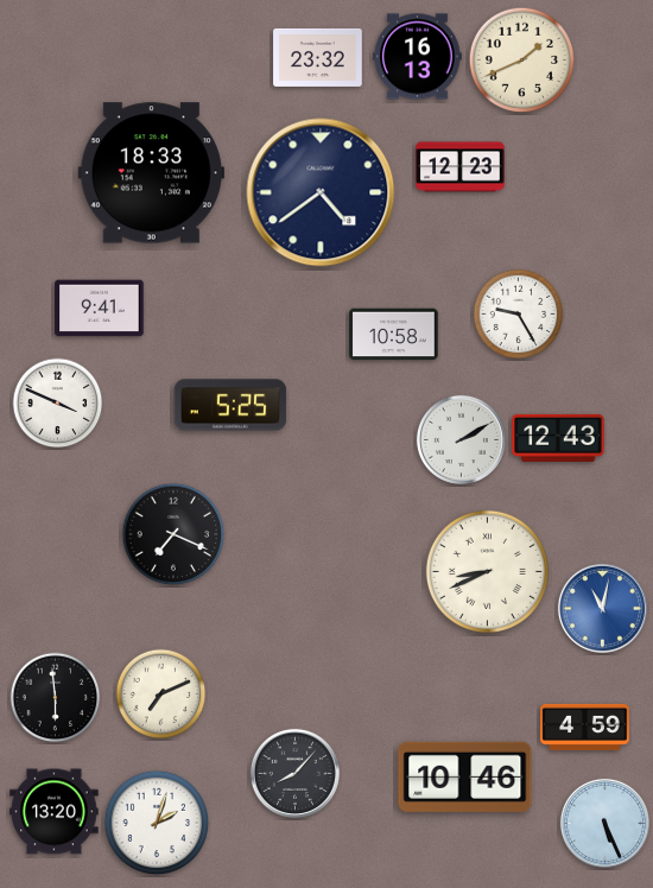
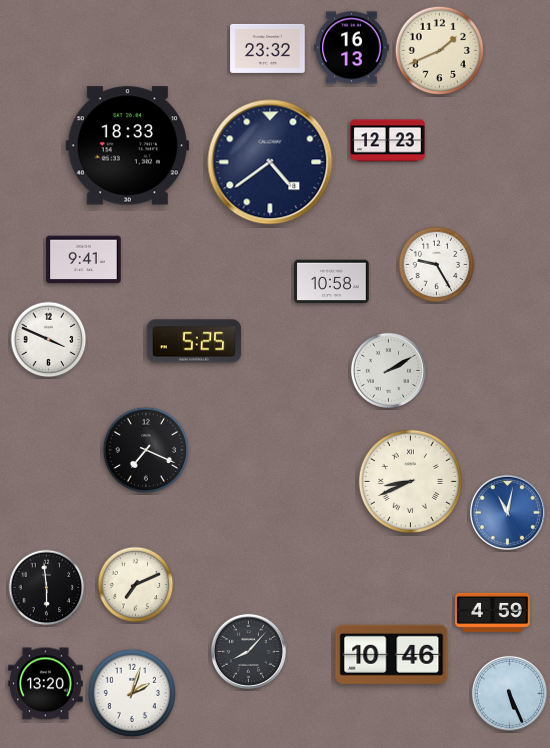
clock at (558, 438): 12:43 -> none
